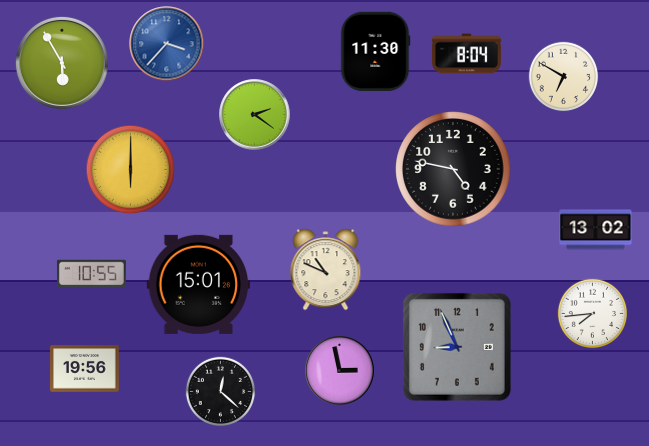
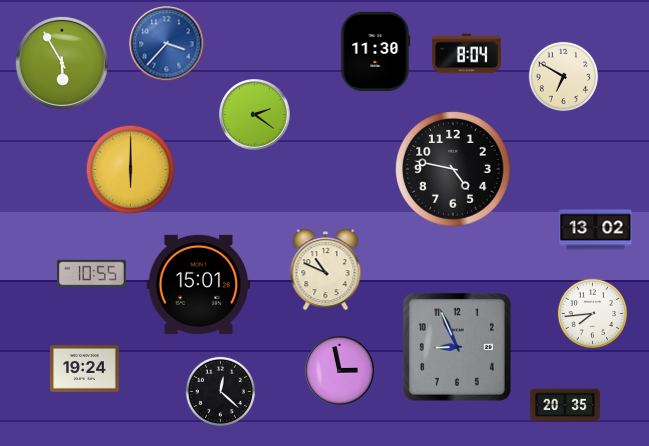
clock at (84, 369): 19:56 -> 19:24
clock at (565, 405): none -> 20:35
